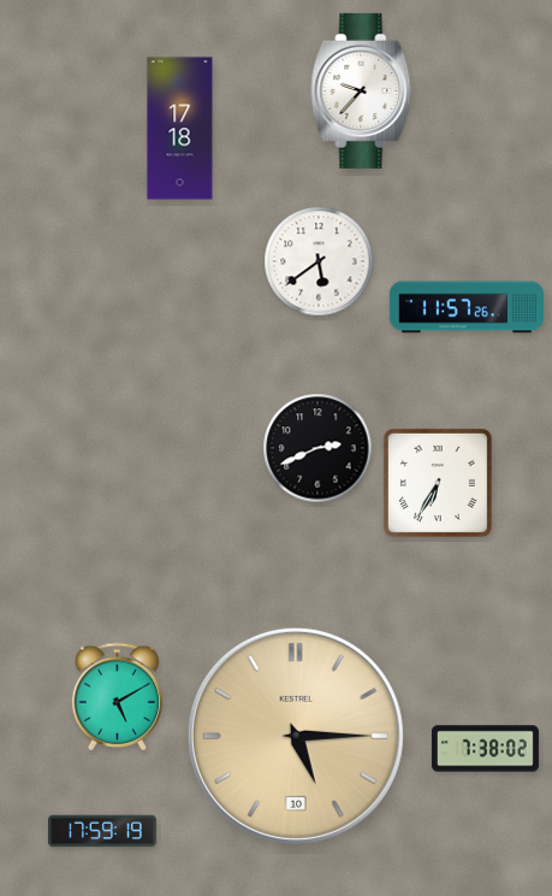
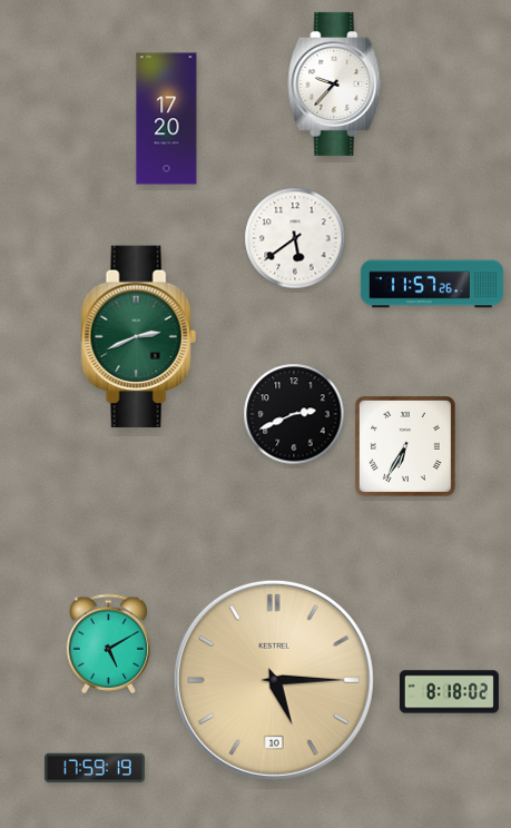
clock at (180, 129): 17:18 -> 17:20
clock at (319, 261) position: (319, 261) -> (295, 238)
clock at (138, 337): none -> 2:41
clock at (485, 749): 7:38 -> 8:18
